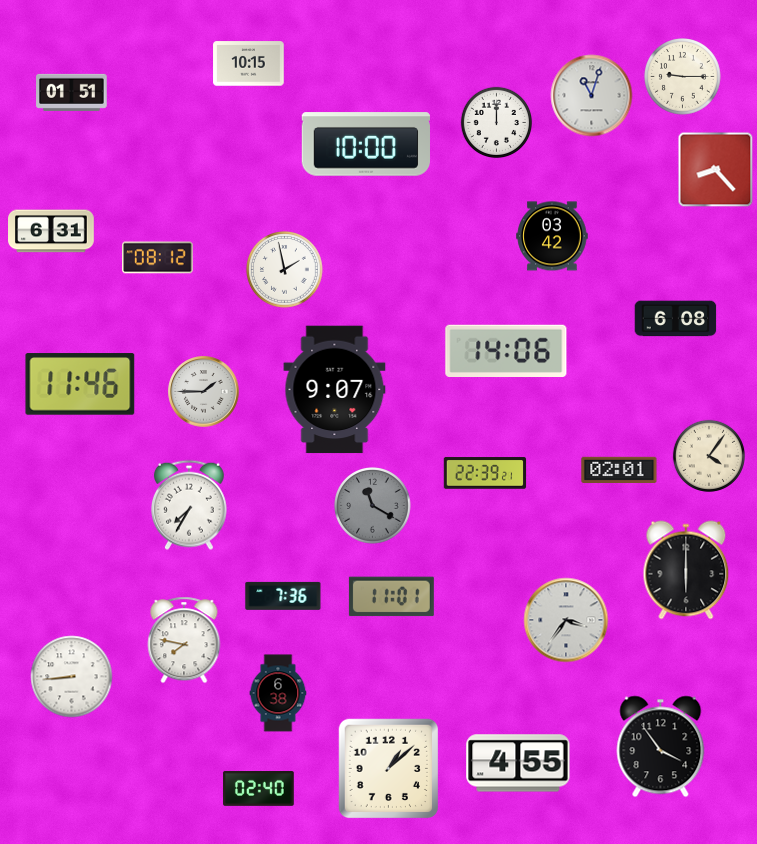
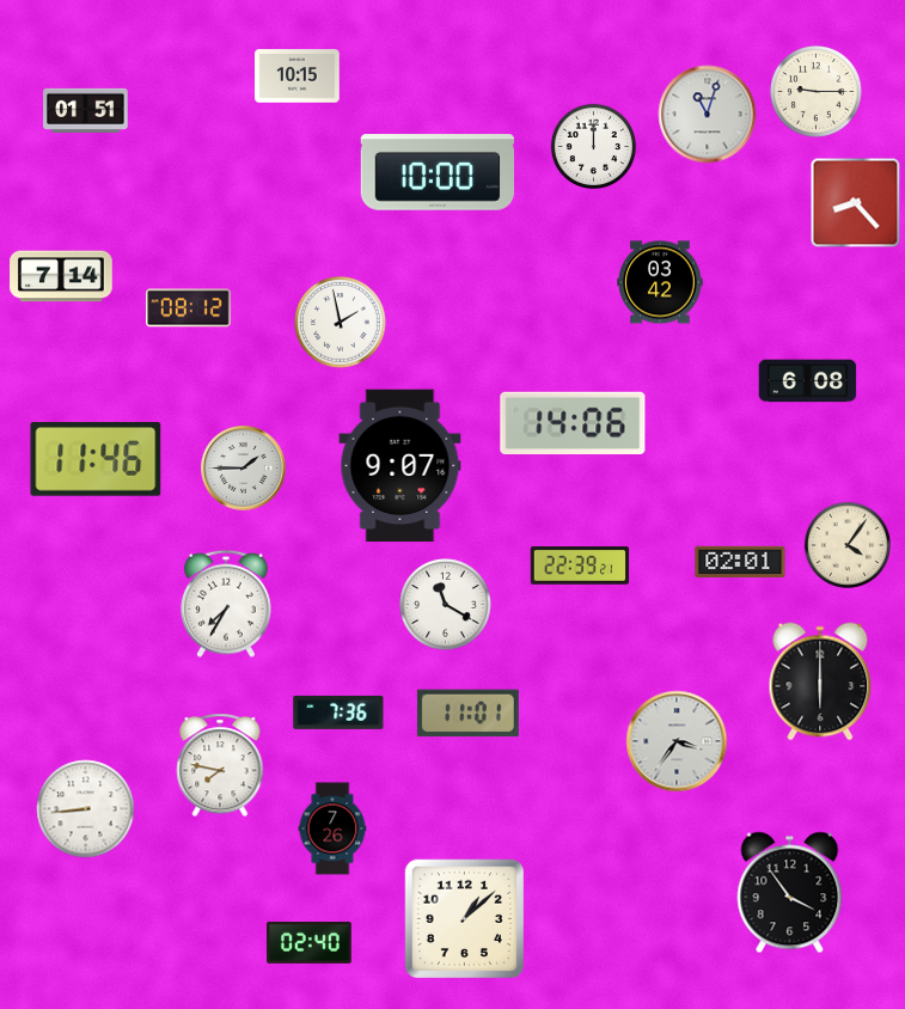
clock at (51, 231): 6:31 -> 7:14
clock at (506, 350) position: (506, 350) -> (573, 422)
clock at (373, 506) dial: grey -> white
clock at (278, 693): 6:38 -> 7:26
clock at (518, 763): 4:55 -> none
